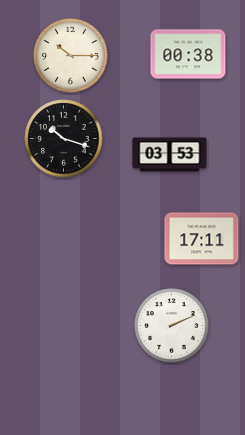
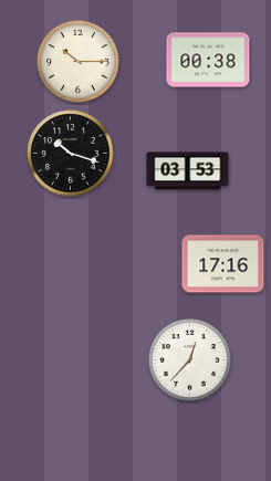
clock at (202, 239): 17:11 -> 17:16
clock at (172, 326): 2:11 -> 12:37
